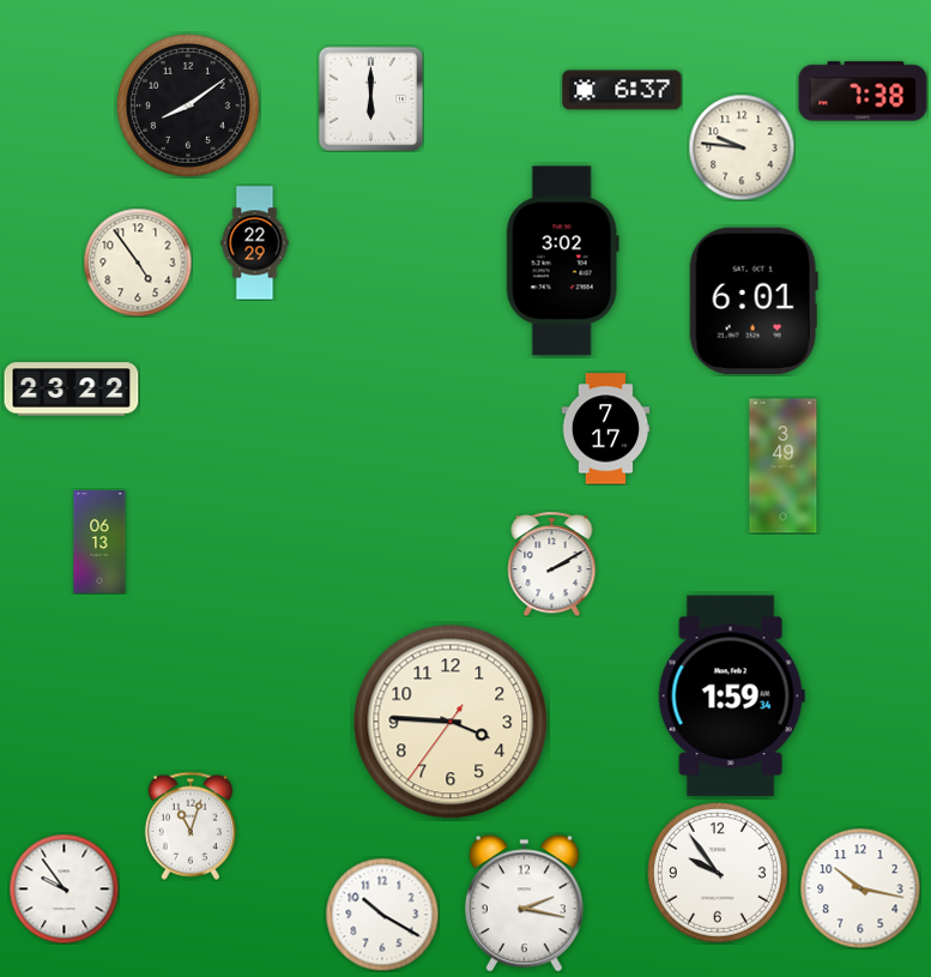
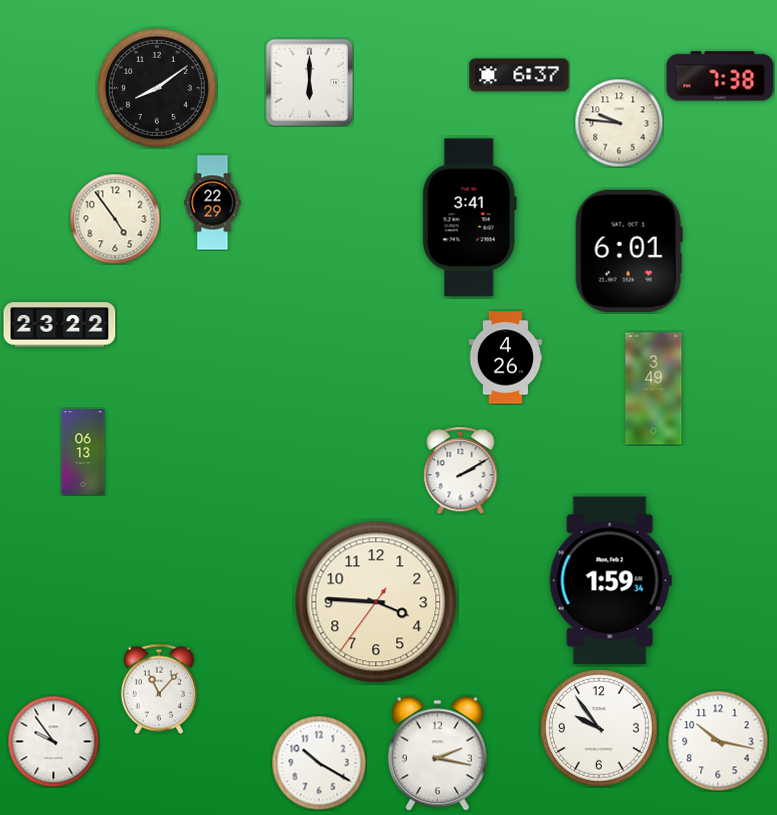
clock at (562, 261): 3:02 -> 3:41
clock at (606, 429): 7:17 -> 4:26
clock at (191, 826): 11:03 -> 11:07
